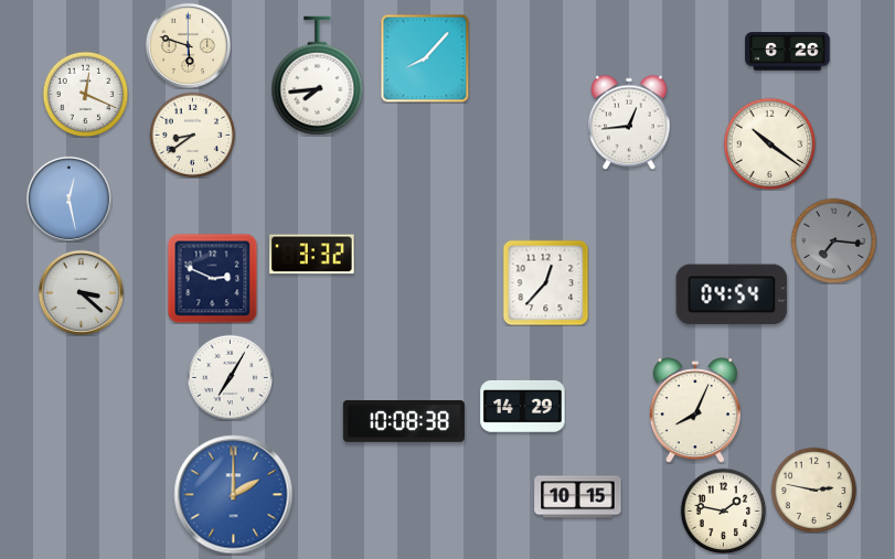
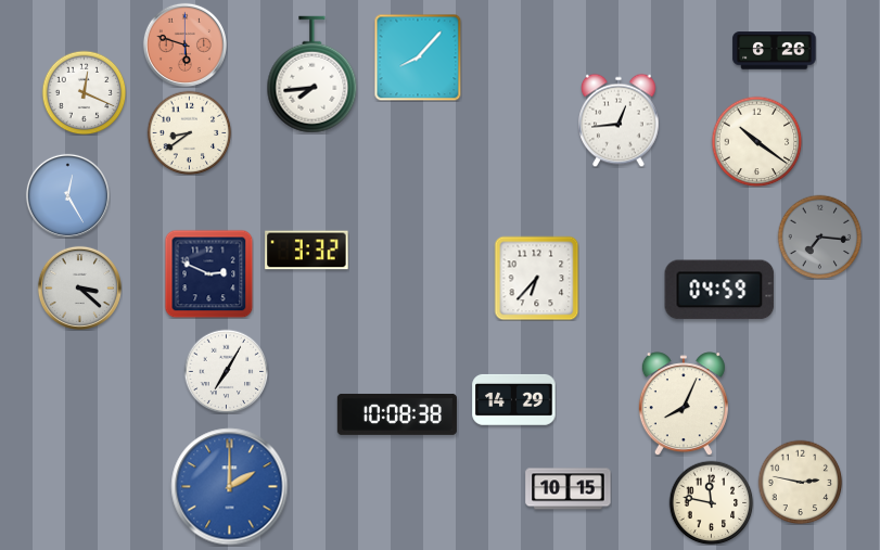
clock at (188, 45) dial: cream -> salmon
clock at (68, 198): 12:28 -> 12:25
clock at (545, 282): 12:37 -> 6:37
clock at (732, 294): 04:54 -> 04:59
clock at (723, 510): 1:47 -> 11:47
